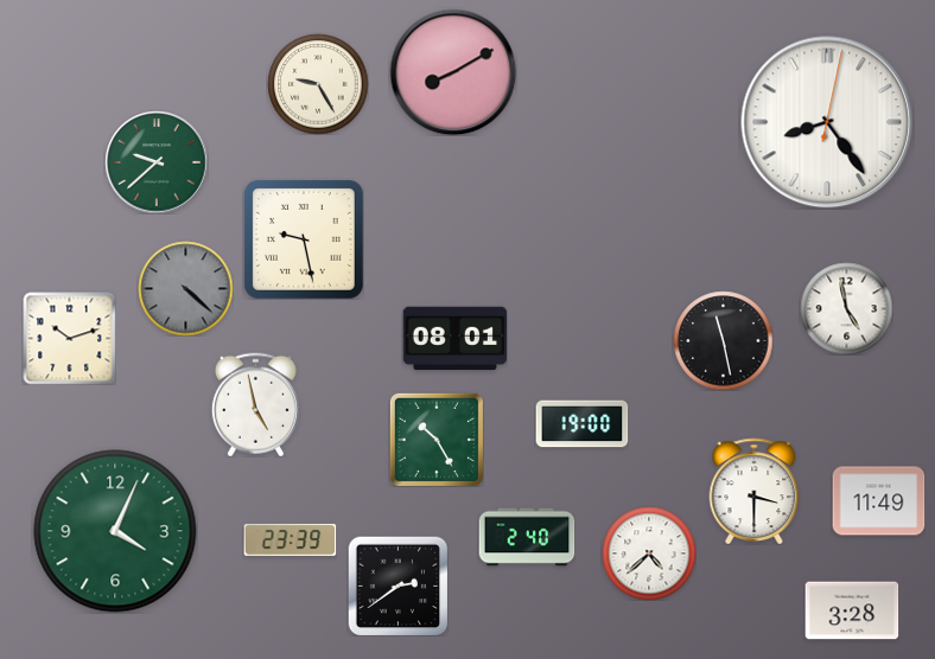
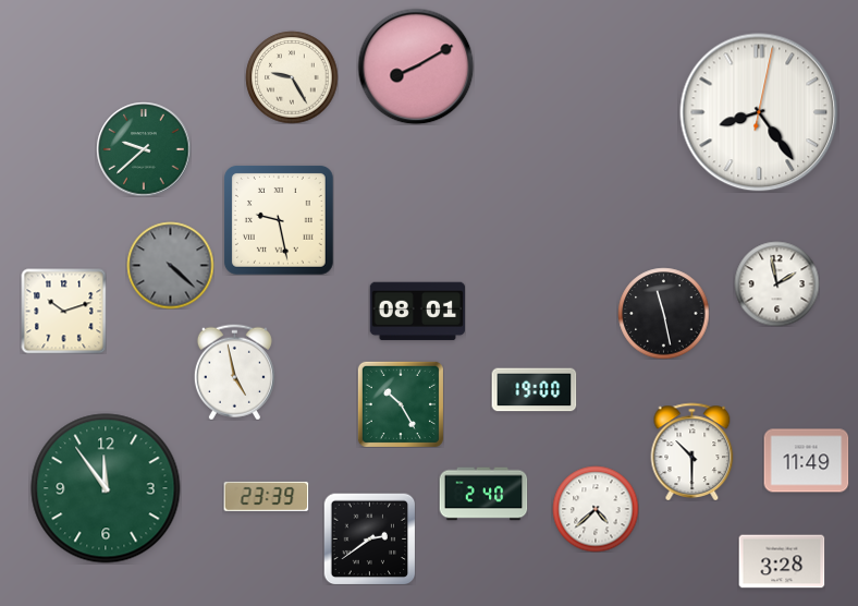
clock at (846, 308): 4:58 -> 1:58
clock at (755, 491): 3:30 -> 10:30
clock at (115, 531): 4:04 -> 11:54
clock at (397, 586) position: (397, 586) -> (369, 538)
